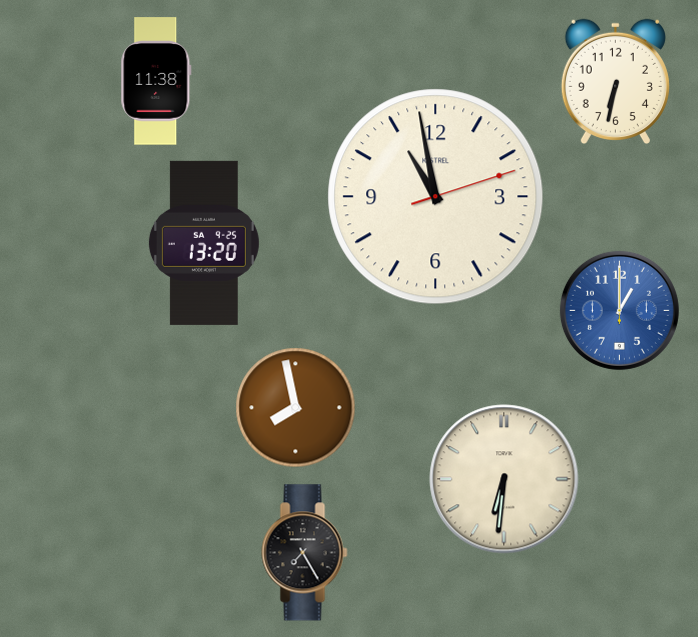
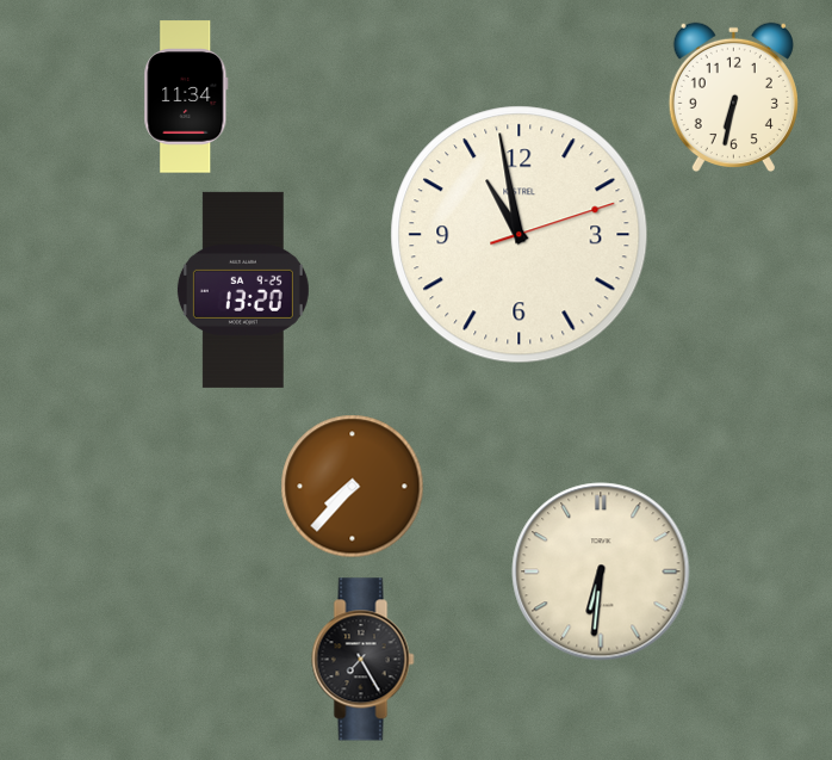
clock at (156, 81): 11:38 -> 11:34
clock at (619, 310): 1:00 -> none
clock at (296, 408): 7:58 -> 7:37
